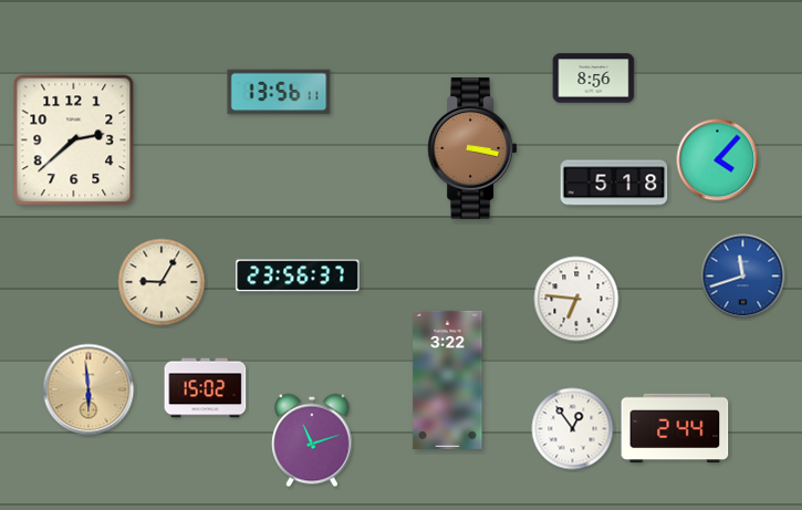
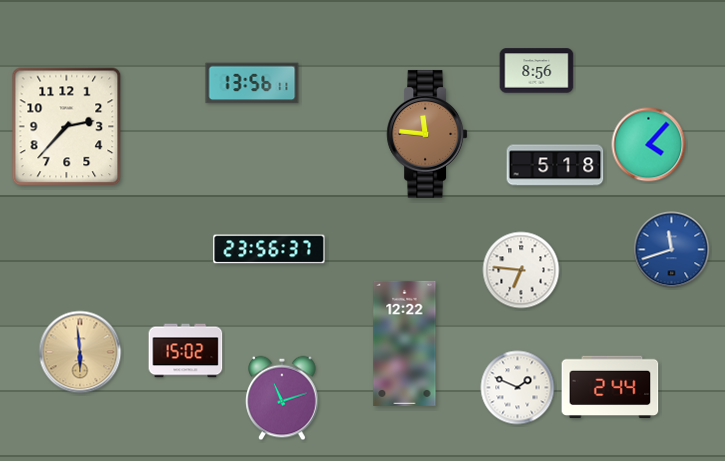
clock at (74, 140): 2:38 -> 2:37
clock at (472, 148): 3:17 -> 11:46
clock at (162, 282): 9:05 -> none
clock at (448, 379): 3:22 -> 12:22
clock at (573, 429): 12:54 -> 1:49
